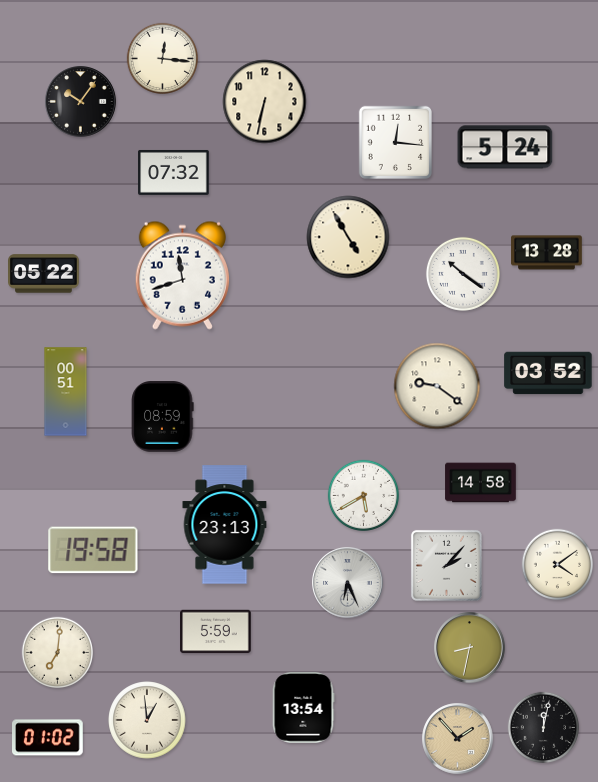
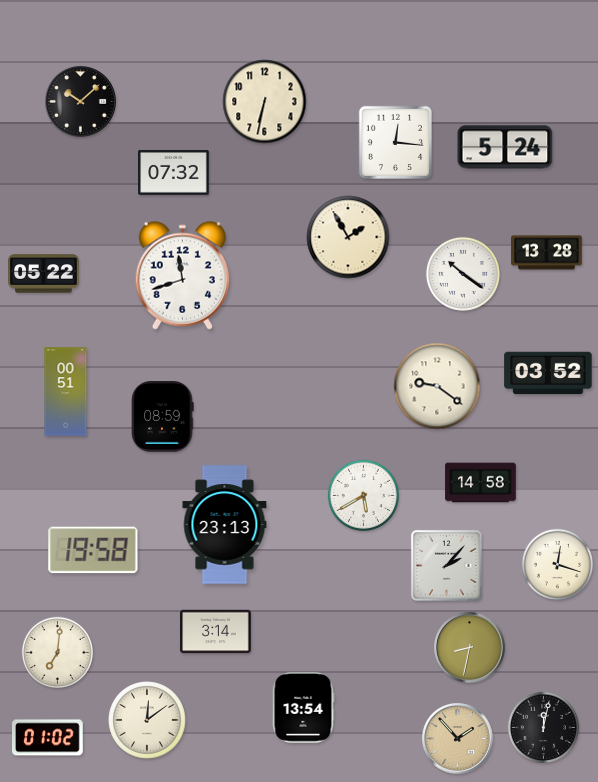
clock at (162, 58): 12:16 -> none
clock at (81, 102): 10:06 -> 10:08
clock at (348, 237): 4:55 -> 1:55
clock at (557, 564): 4:09 -> 12:18
clock at (348, 583): 6:26 -> none
clock at (216, 632): 5:59 -> 3:14
clock at (147, 720): 12:59 -> 12:09
